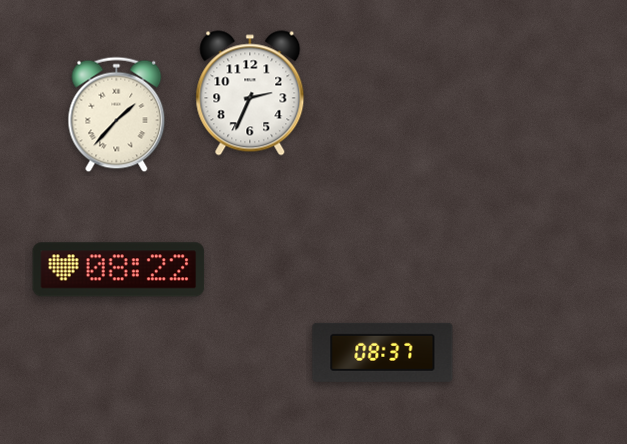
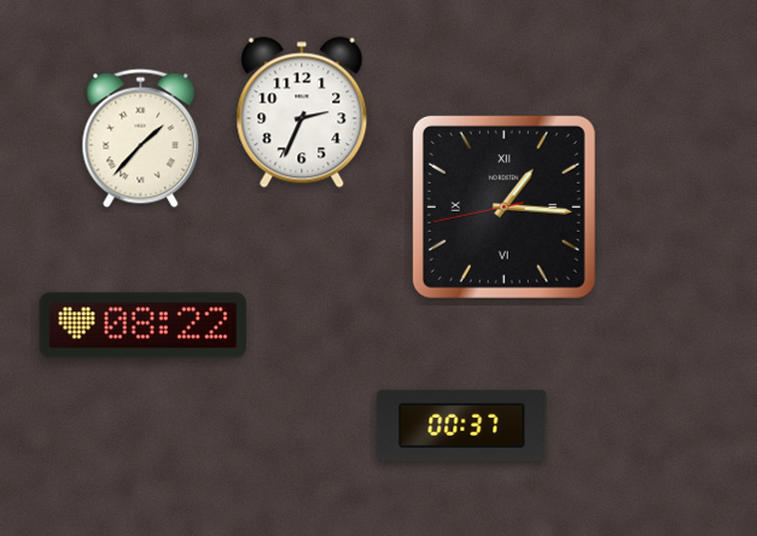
clock at (503, 206): none -> 1:15
clock at (383, 352): 08:37 -> 00:37
